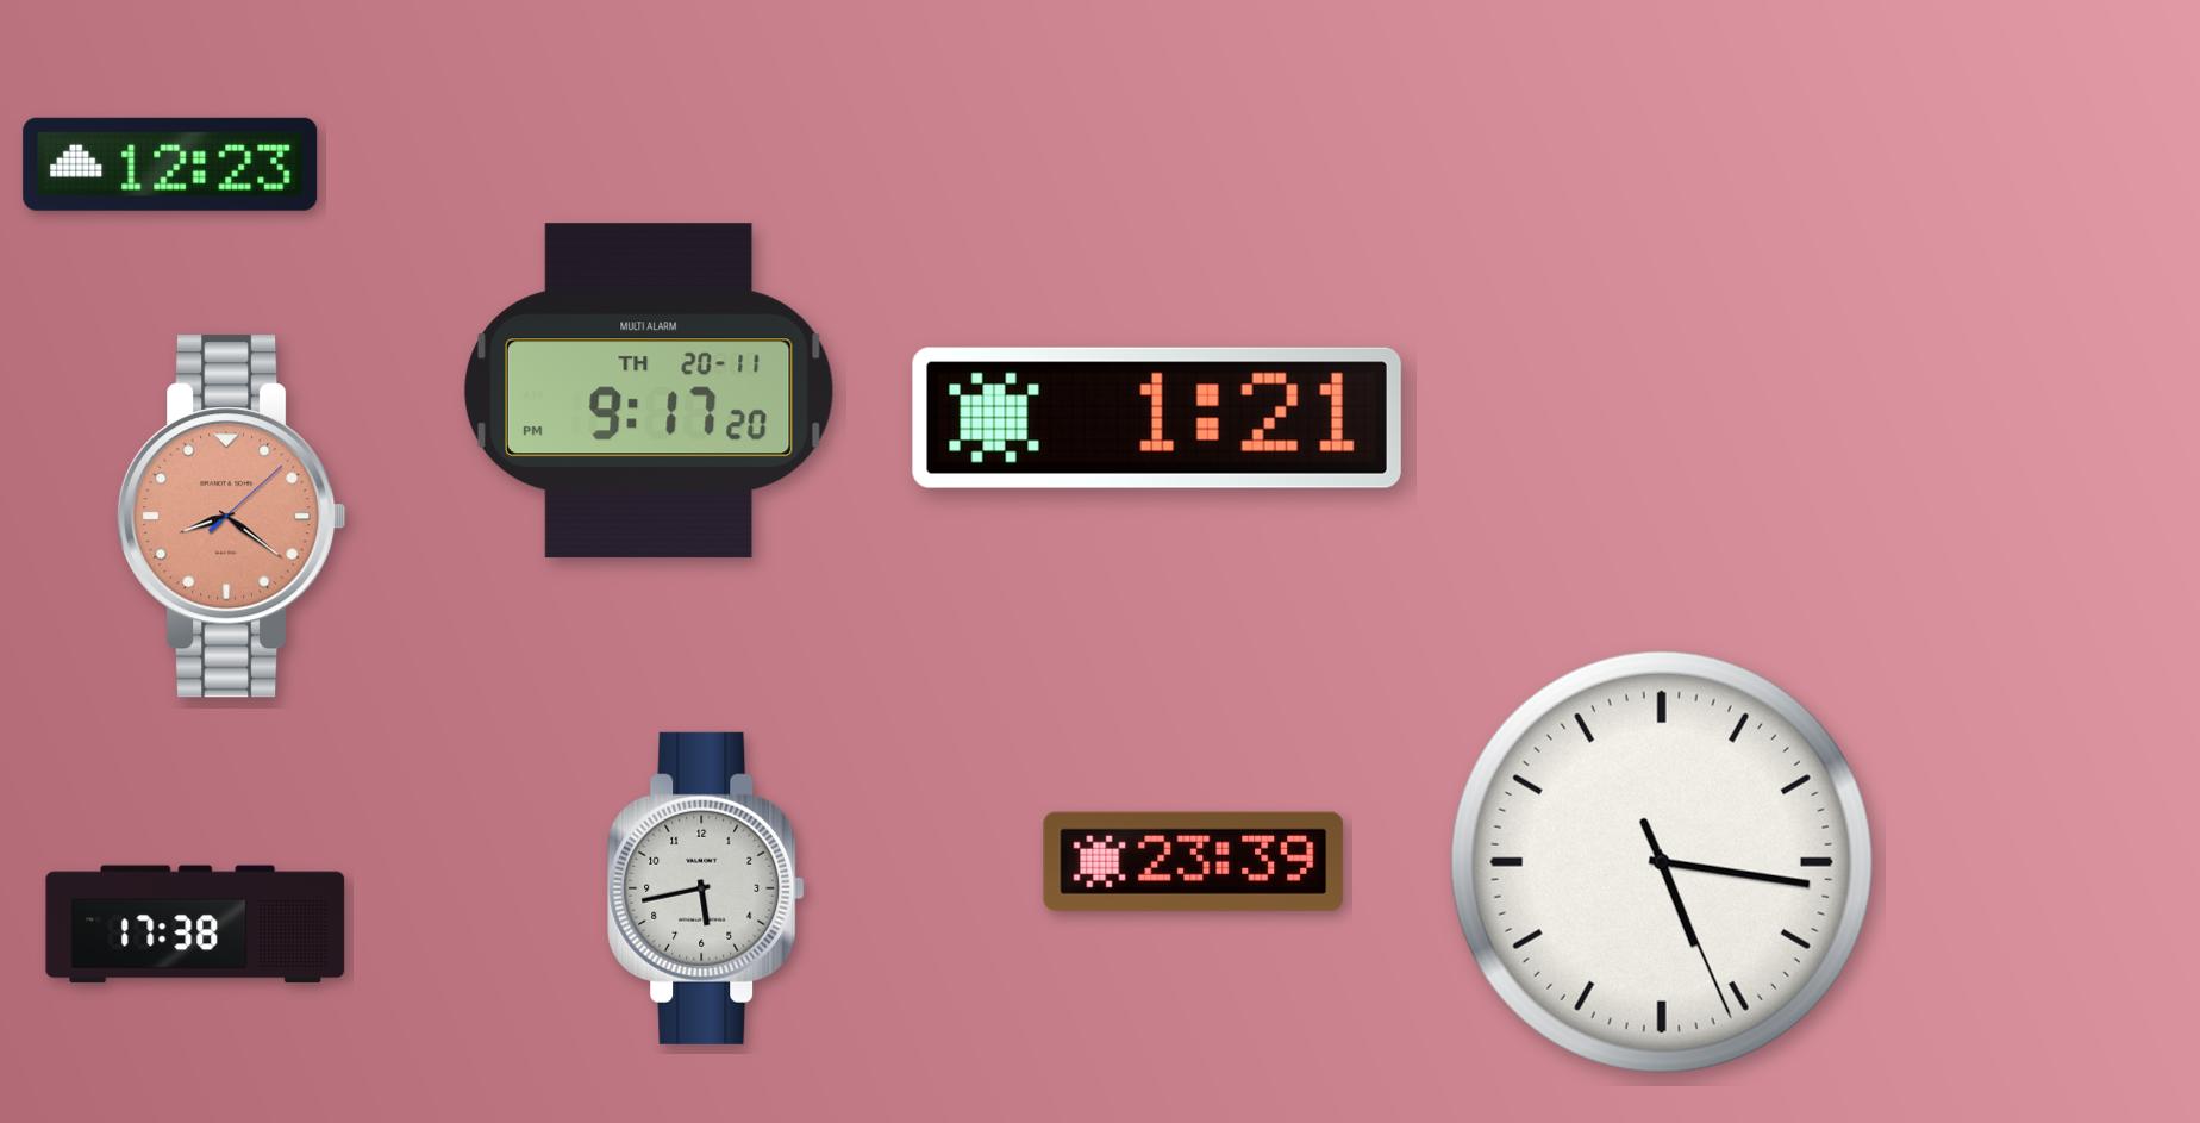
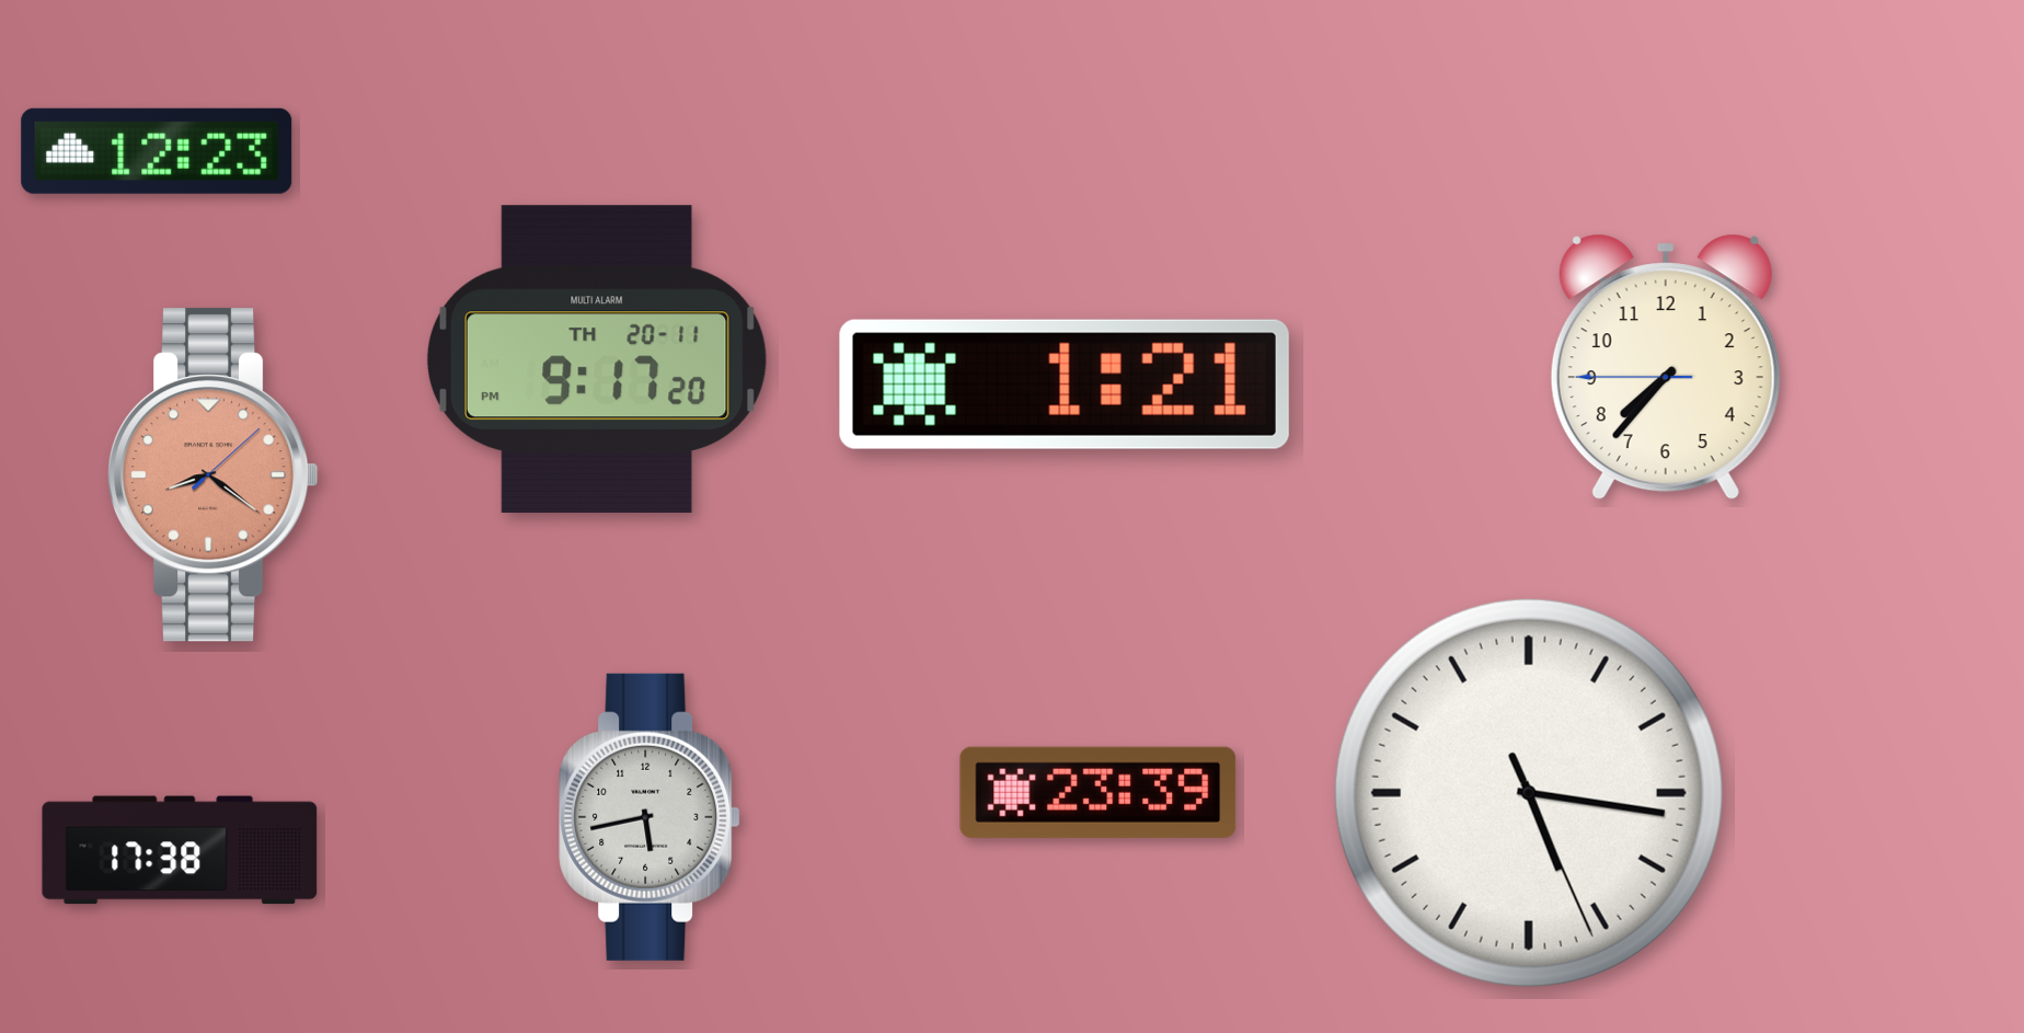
clock at (1666, 367): none -> 7:36
